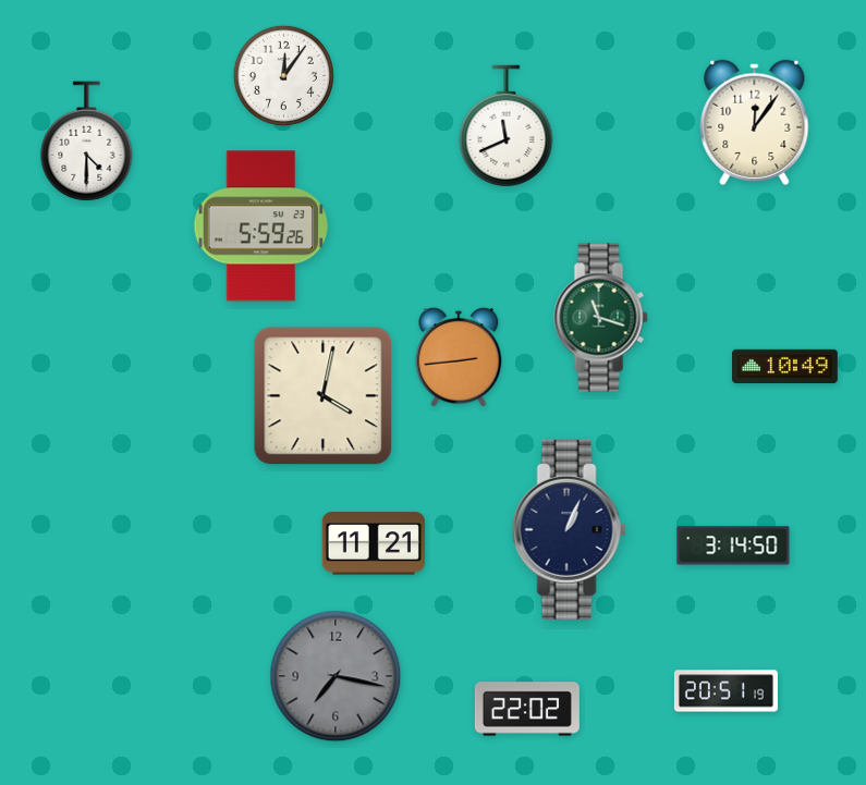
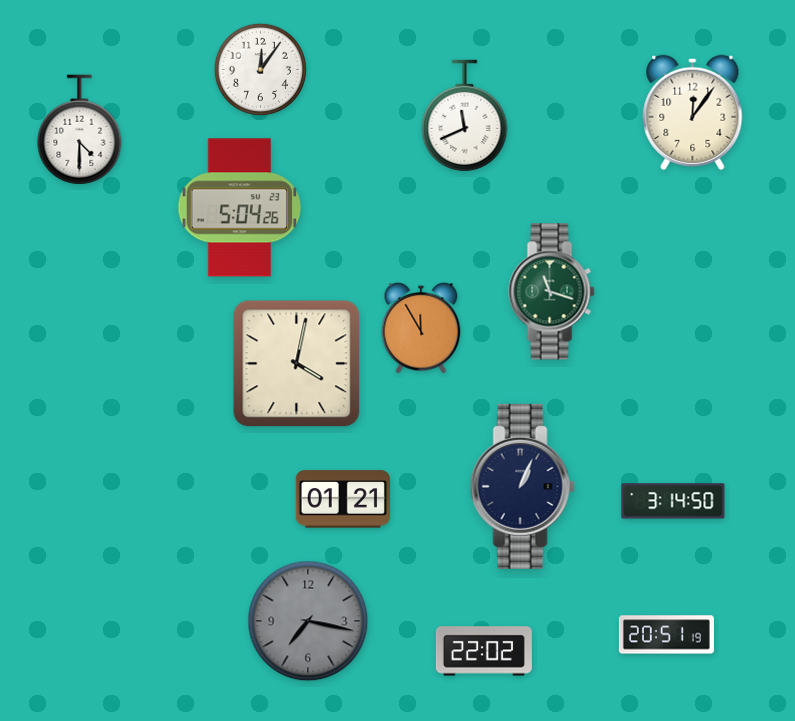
clock at (261, 226): 5:59 -> 5:04
clock at (459, 357): 2:44 -> 11:55
clock at (785, 366): 10:49 -> none
clock at (374, 543): 11:21 -> 01:21
